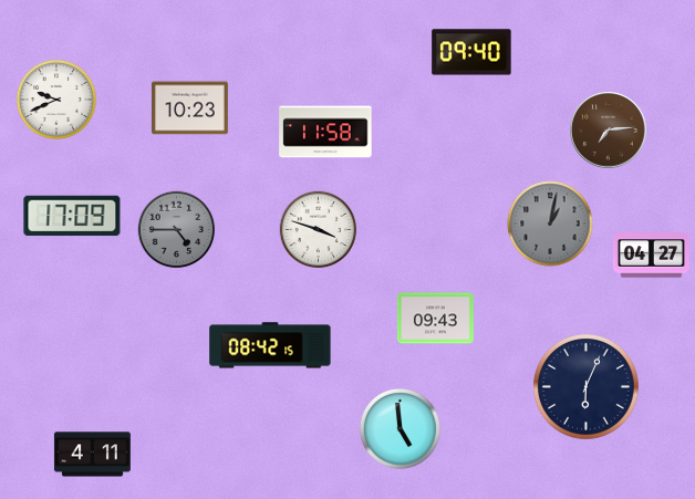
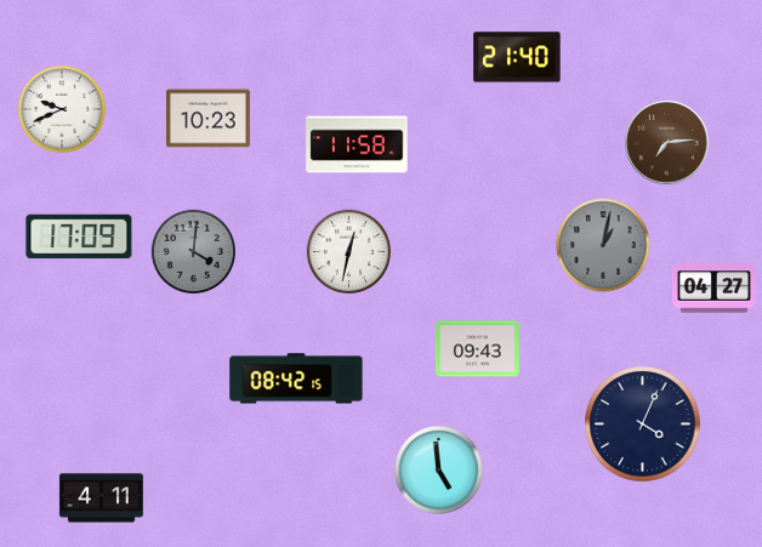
clock at (471, 52): 09:40 -> 21:40
clock at (177, 230): 4:45 -> 4:01
clock at (319, 230): 3:48 -> 12:32
clock at (651, 256) position: (651, 256) -> (713, 289)
clock at (587, 387): 6:04 -> 4:04
